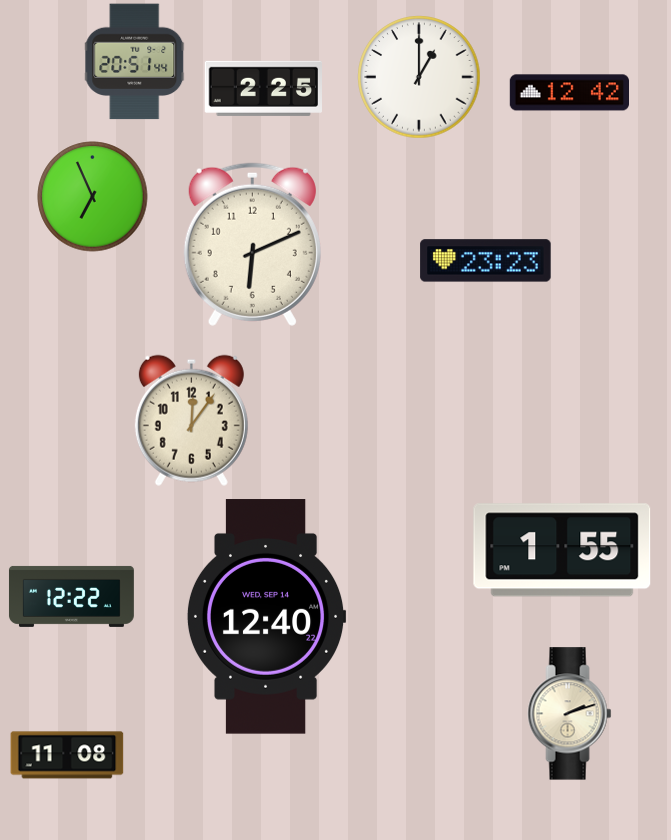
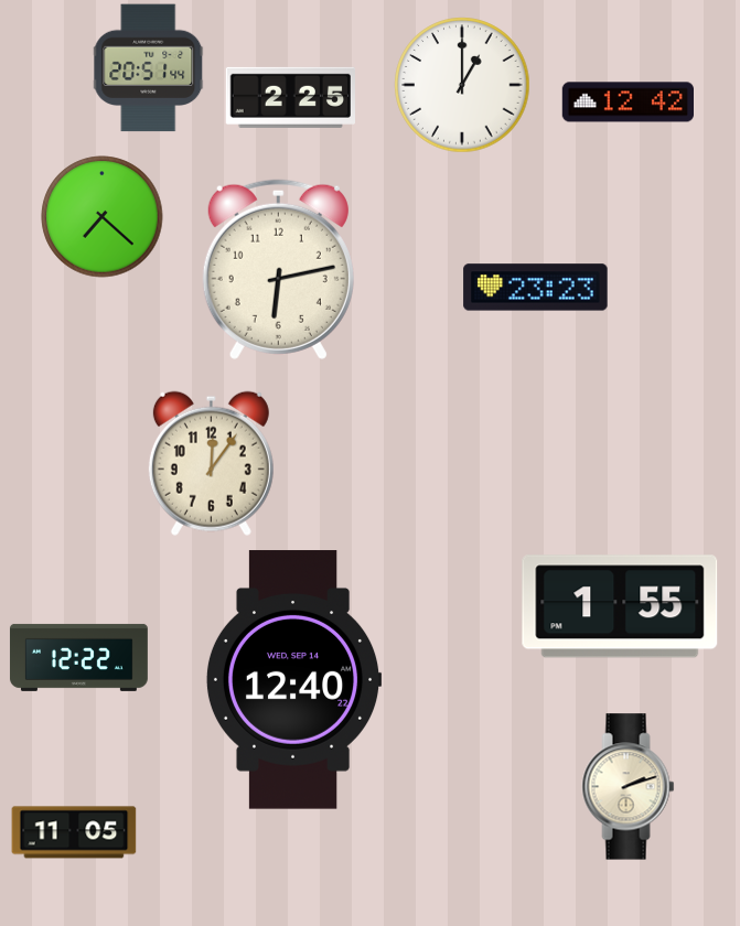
clock at (93, 197): 6:56 -> 7:22
clock at (252, 244): 6:11 -> 6:13
clock at (67, 755): 11:08 -> 11:05
